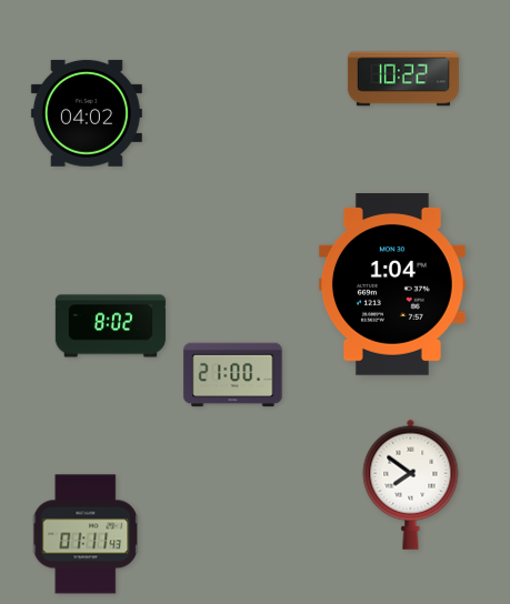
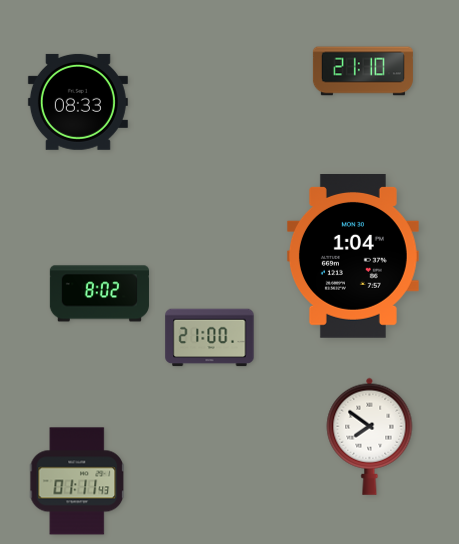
clock at (403, 79): 10:22 -> 21:10
clock at (87, 113): 04:02 -> 08:33
